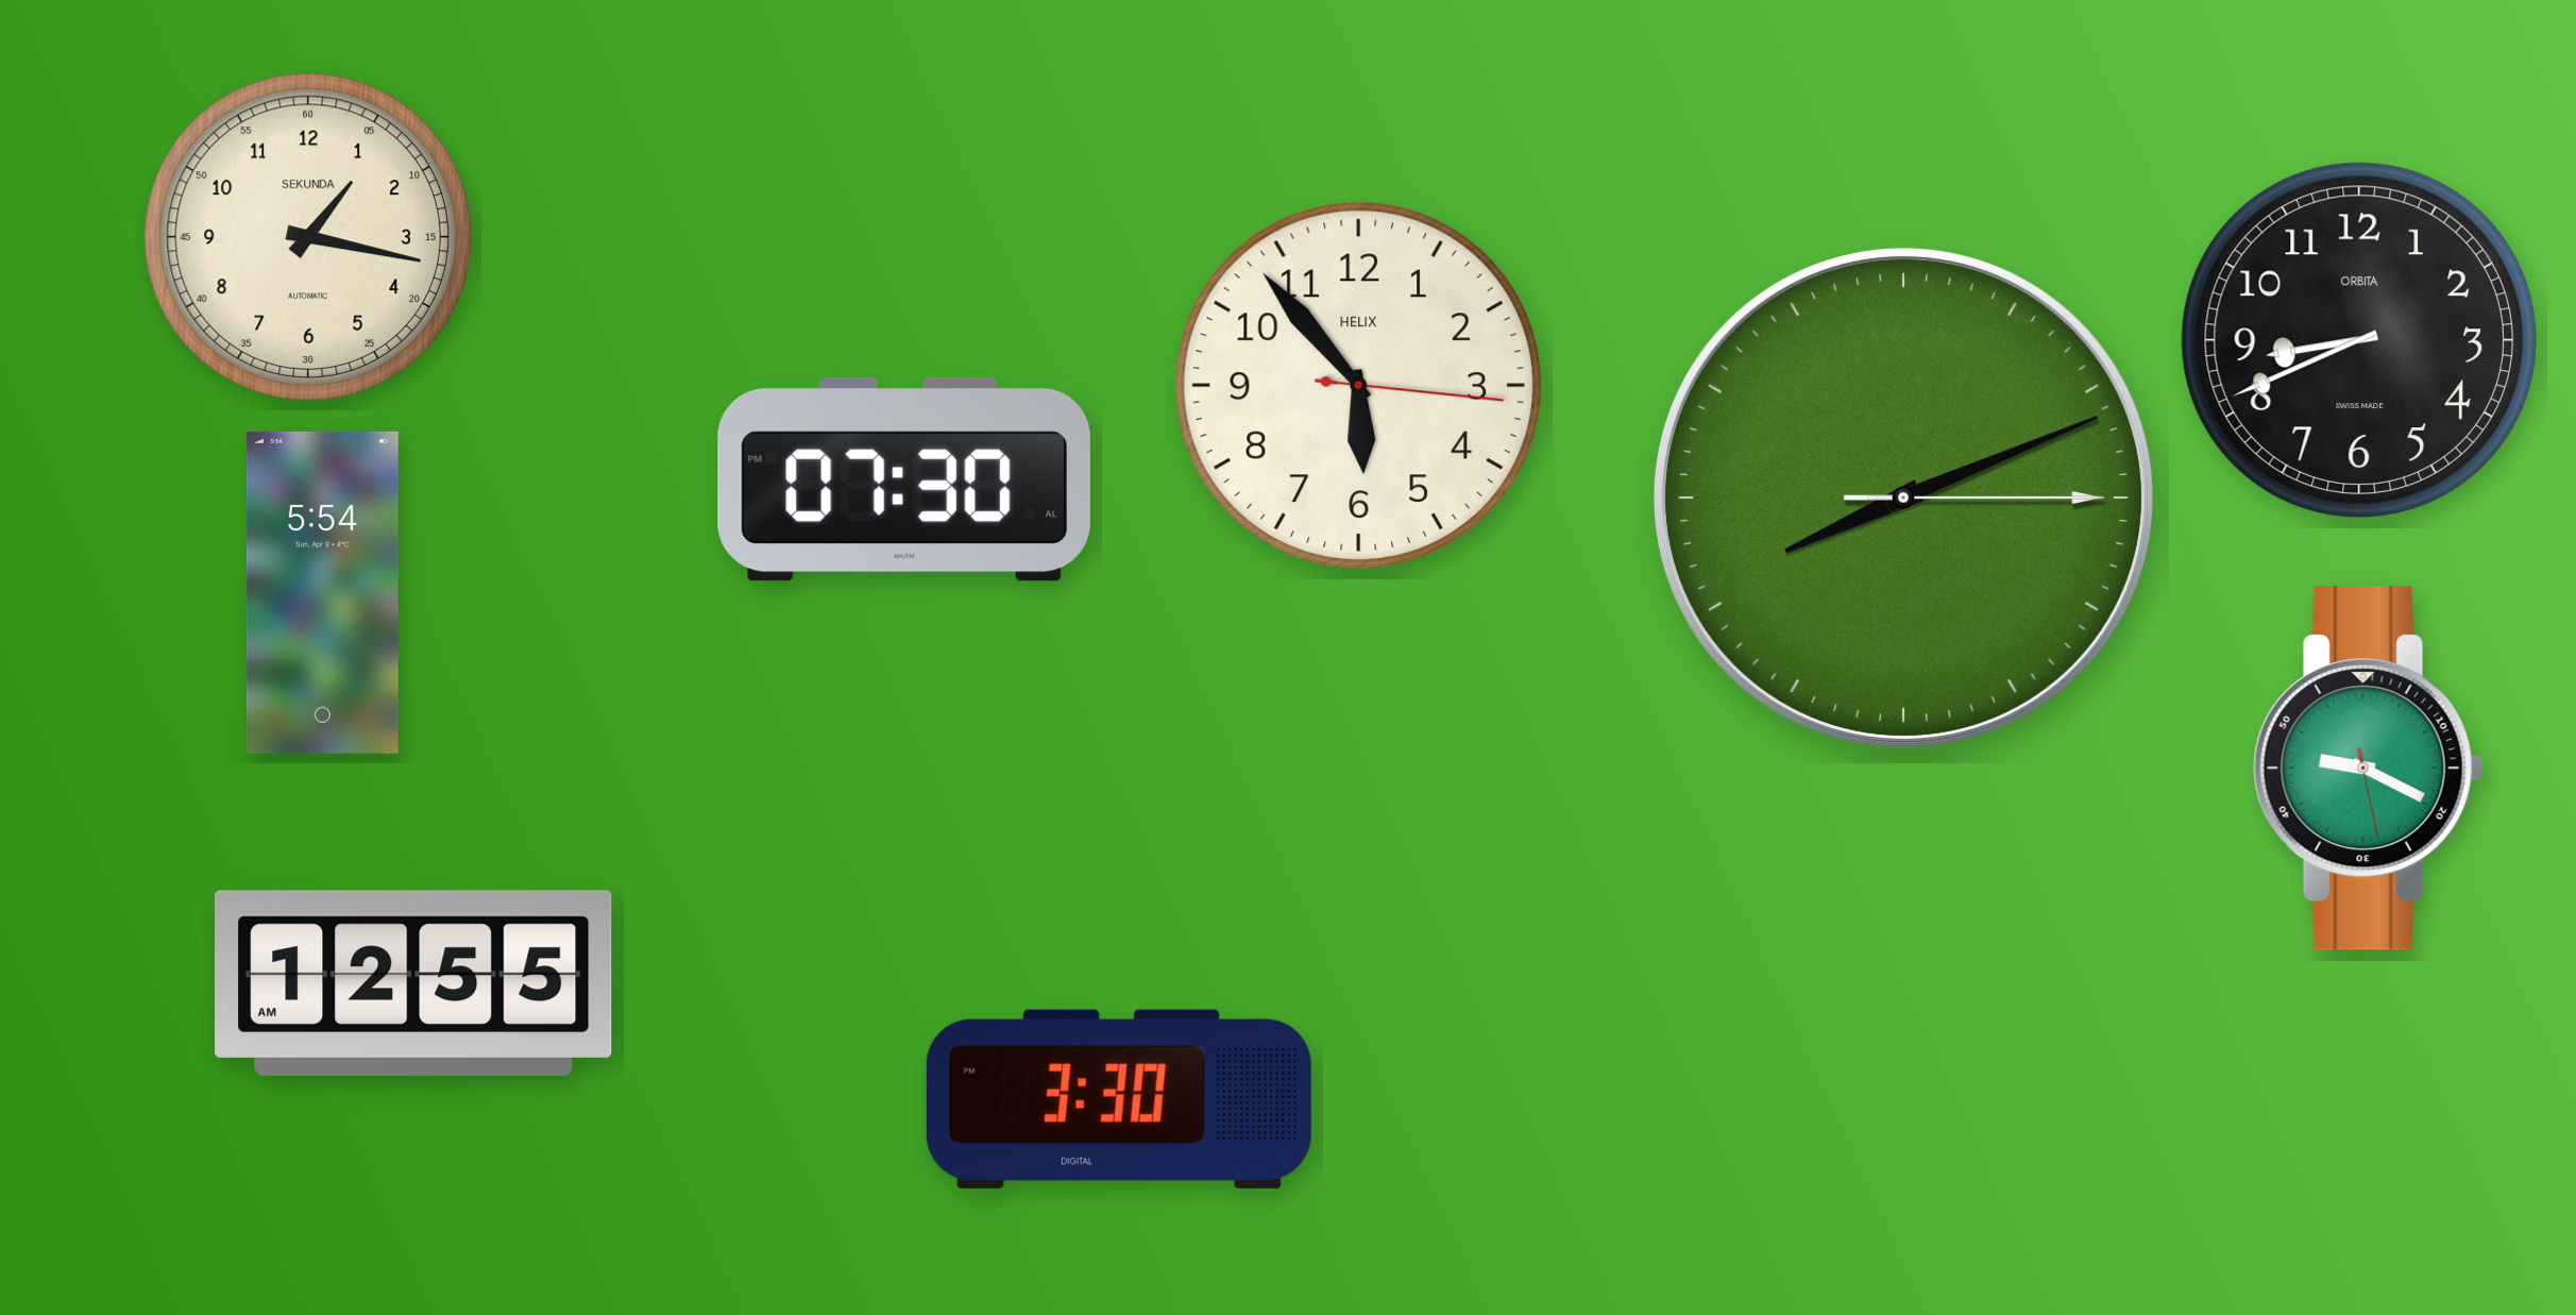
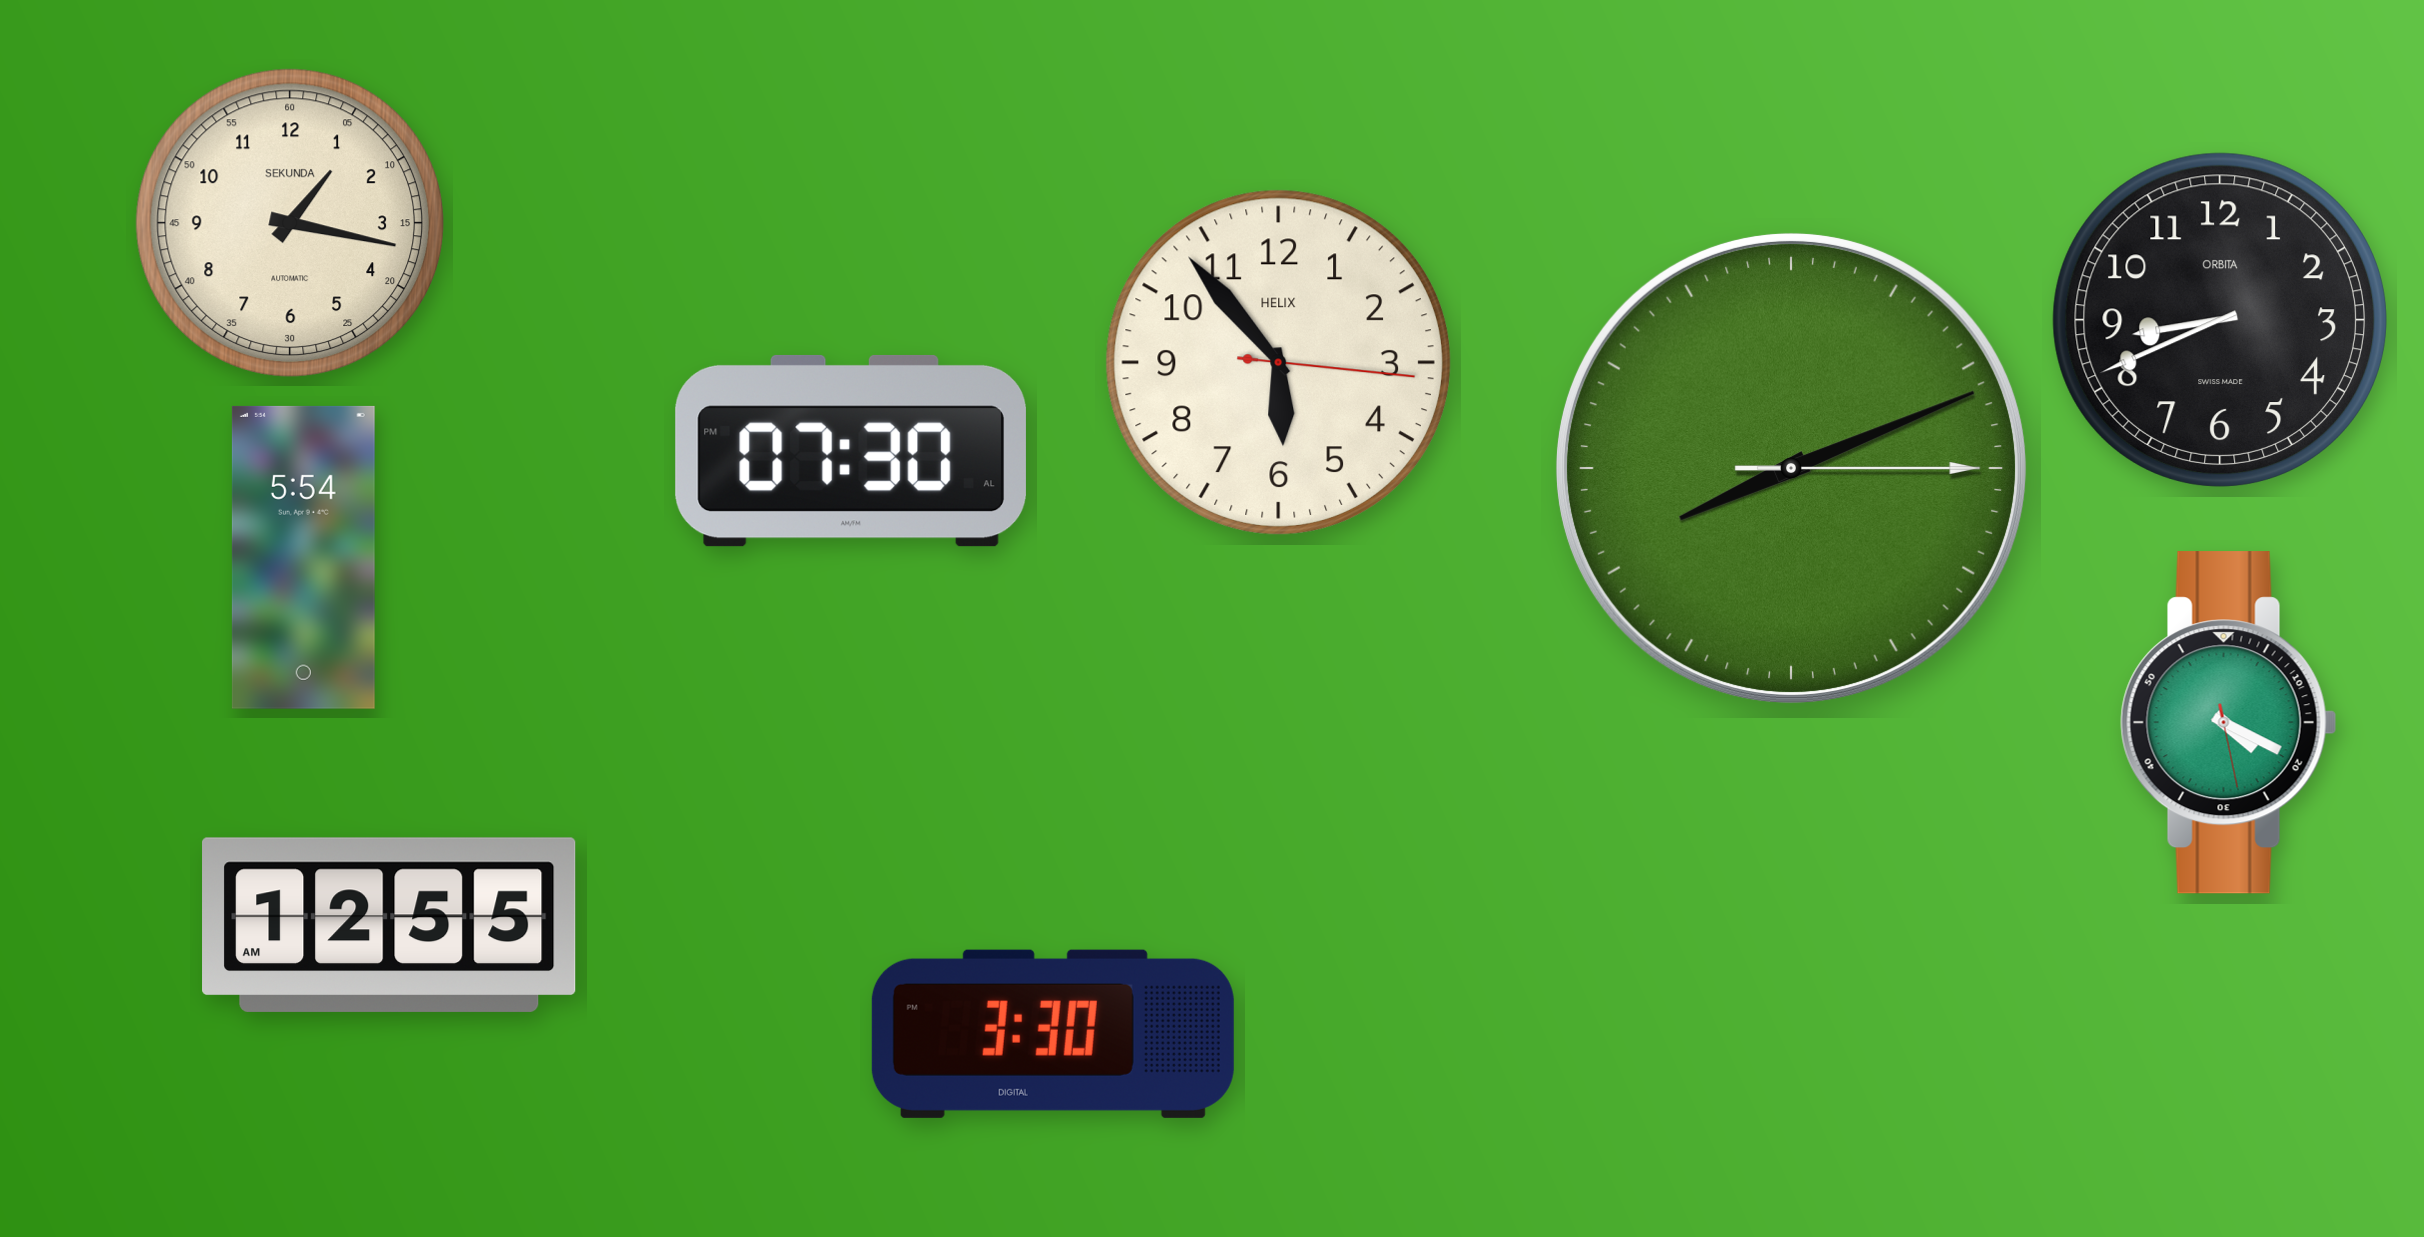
clock at (2369, 769): 9:19 -> 4:19
